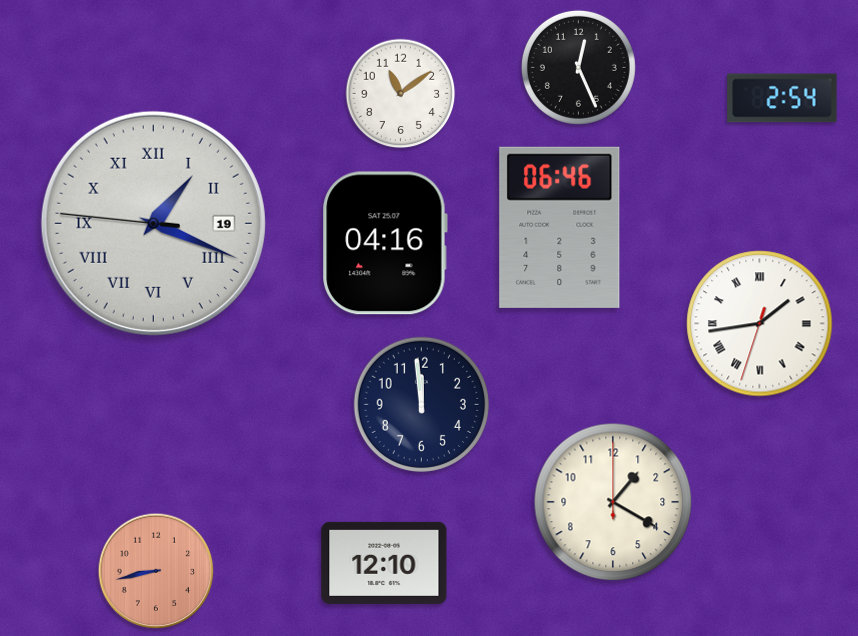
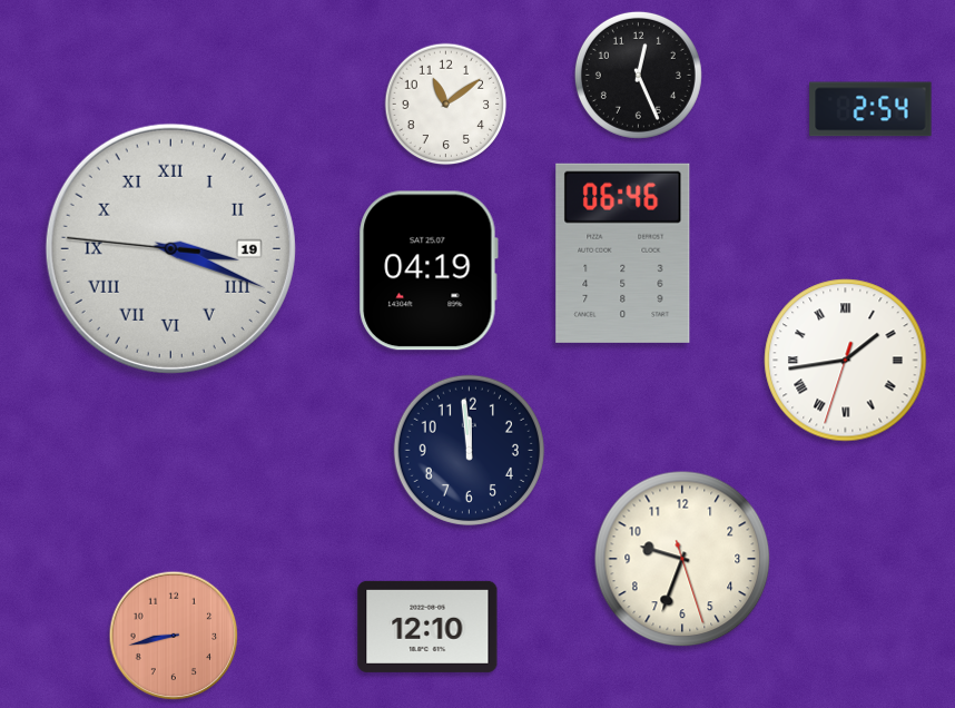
clock at (578, 67) position: (578, 67) -> (638, 75)
clock at (153, 223): 1:18 -> 3:18
clock at (385, 243): 04:16 -> 04:19
clock at (613, 502): 1:20 -> 9:33
